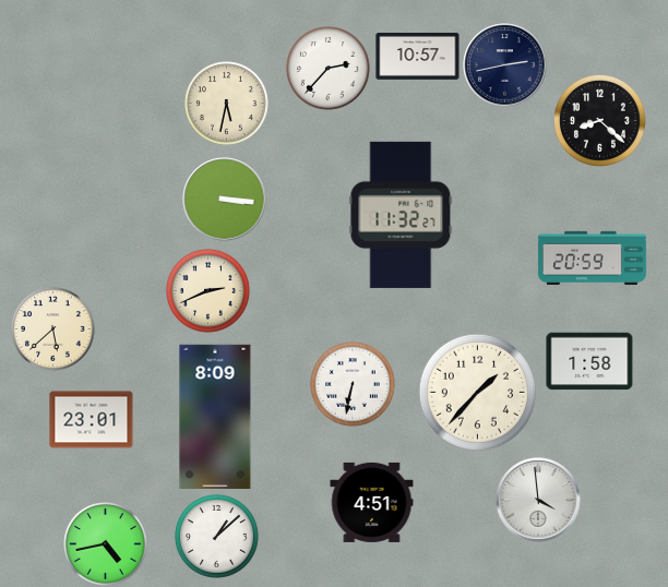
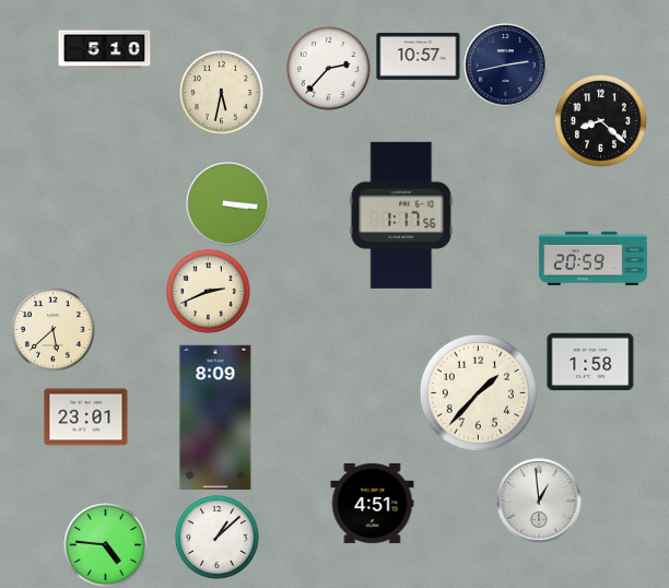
clock at (105, 50): none -> 5:10
clock at (227, 104) position: (227, 104) -> (222, 93)
clock at (225, 200) position: (225, 200) -> (228, 204)
clock at (401, 215): 11:32 -> 1:17
clock at (354, 385): 6:32 -> none
clock at (92, 420) position: (92, 420) -> (86, 418)
clock at (538, 500): 3:59 -> 12:59
clock at (106, 544): 4:43 -> 4:46
